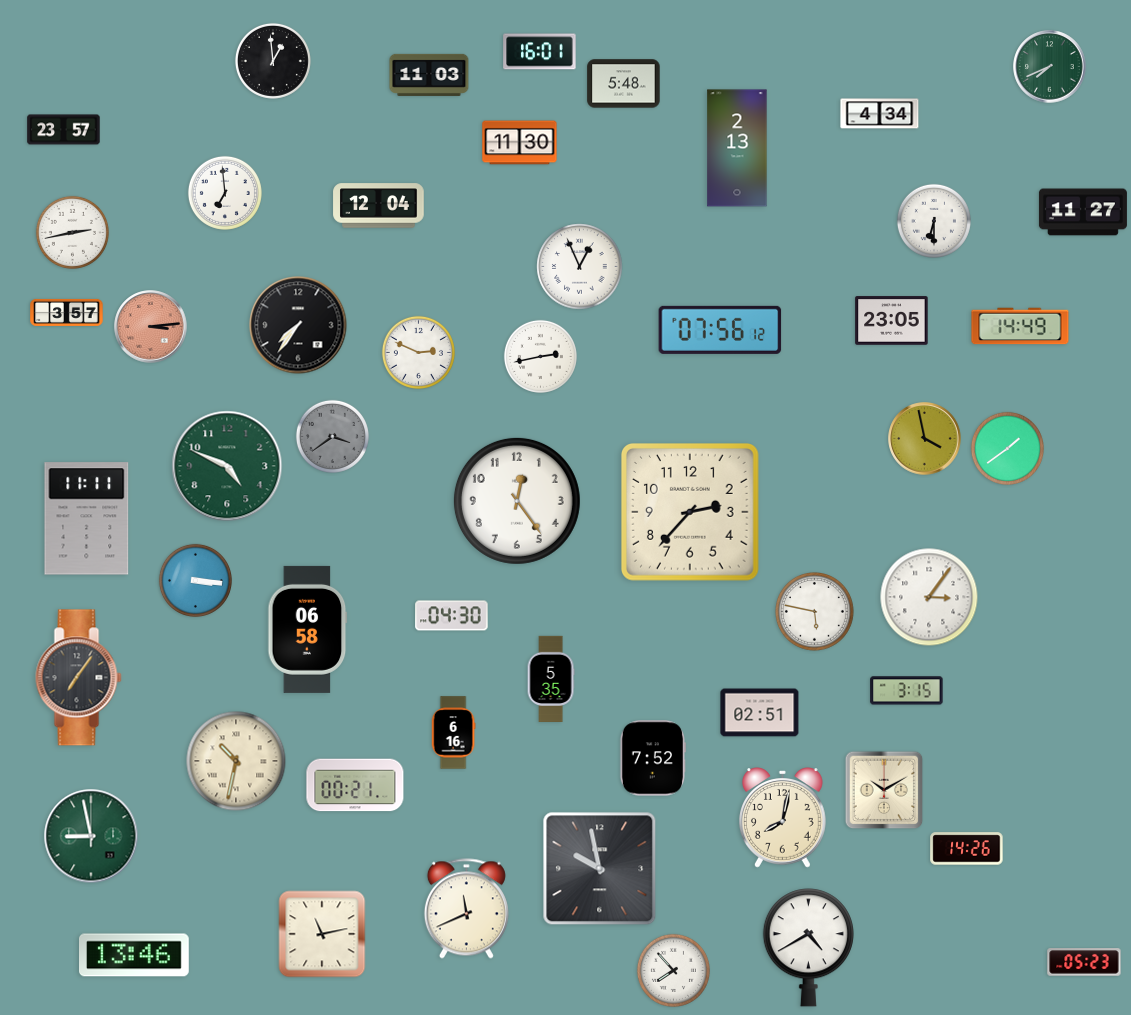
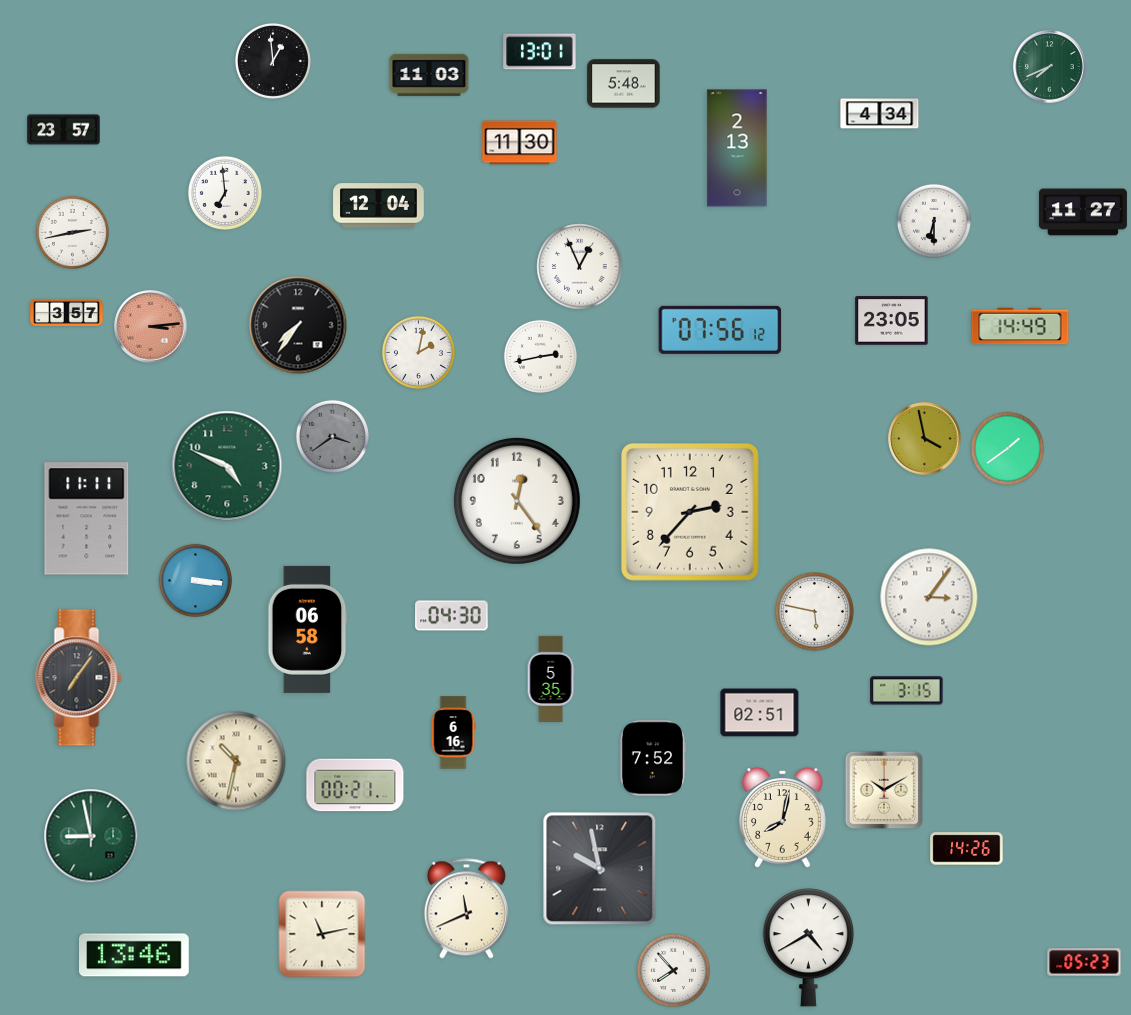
clock at (540, 52): 16:01 -> 13:01
clock at (418, 352): 2:49 -> 2:02
